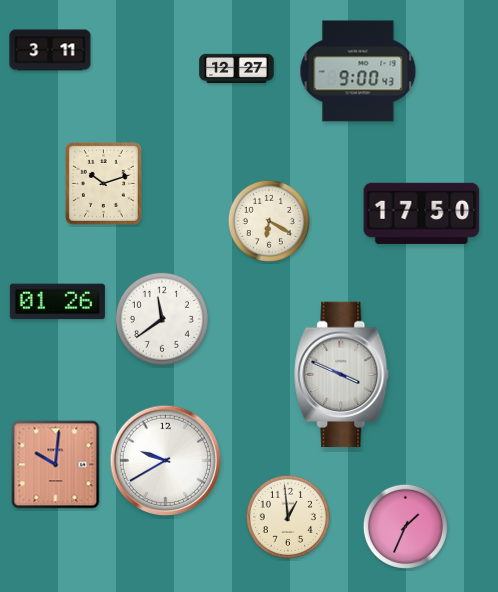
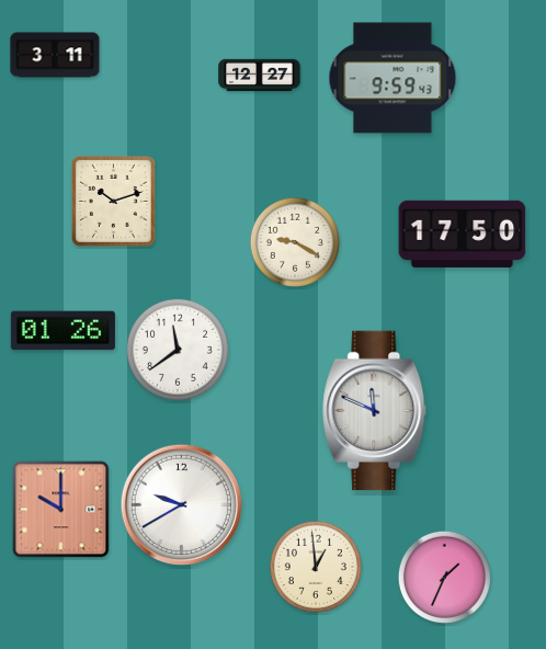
clock at (358, 71): 9:00 -> 9:59
clock at (269, 221): 6:20 -> 9:20
clock at (342, 375): 3:49 -> 11:49
clock at (56, 465): 10:01 -> 10:00
